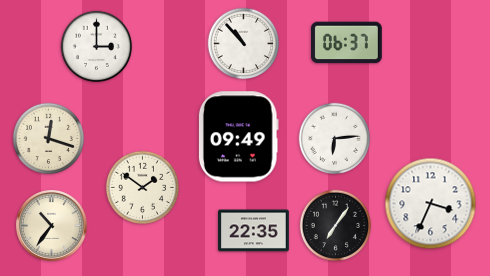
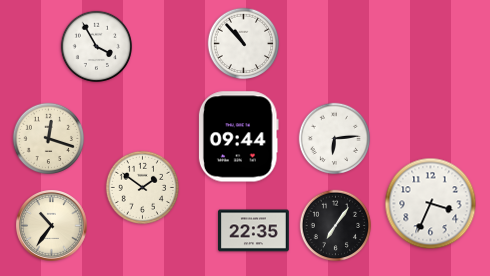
clock at (347, 43): 06:37 -> none
clock at (97, 47): 3:00 -> 3:55
clock at (238, 137): 09:49 -> 09:44
